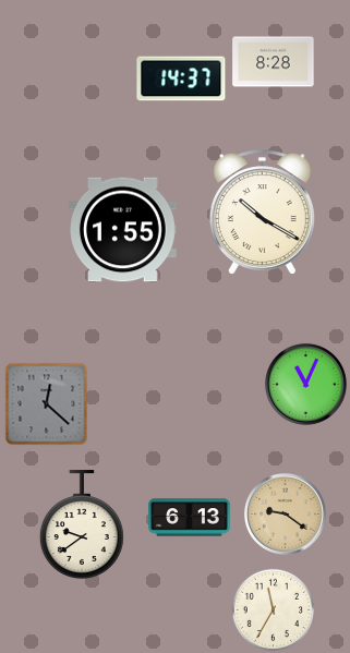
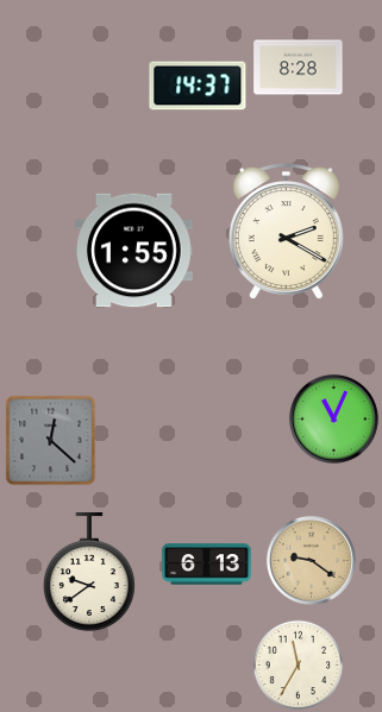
clock at (262, 213): 10:20 -> 2:20
